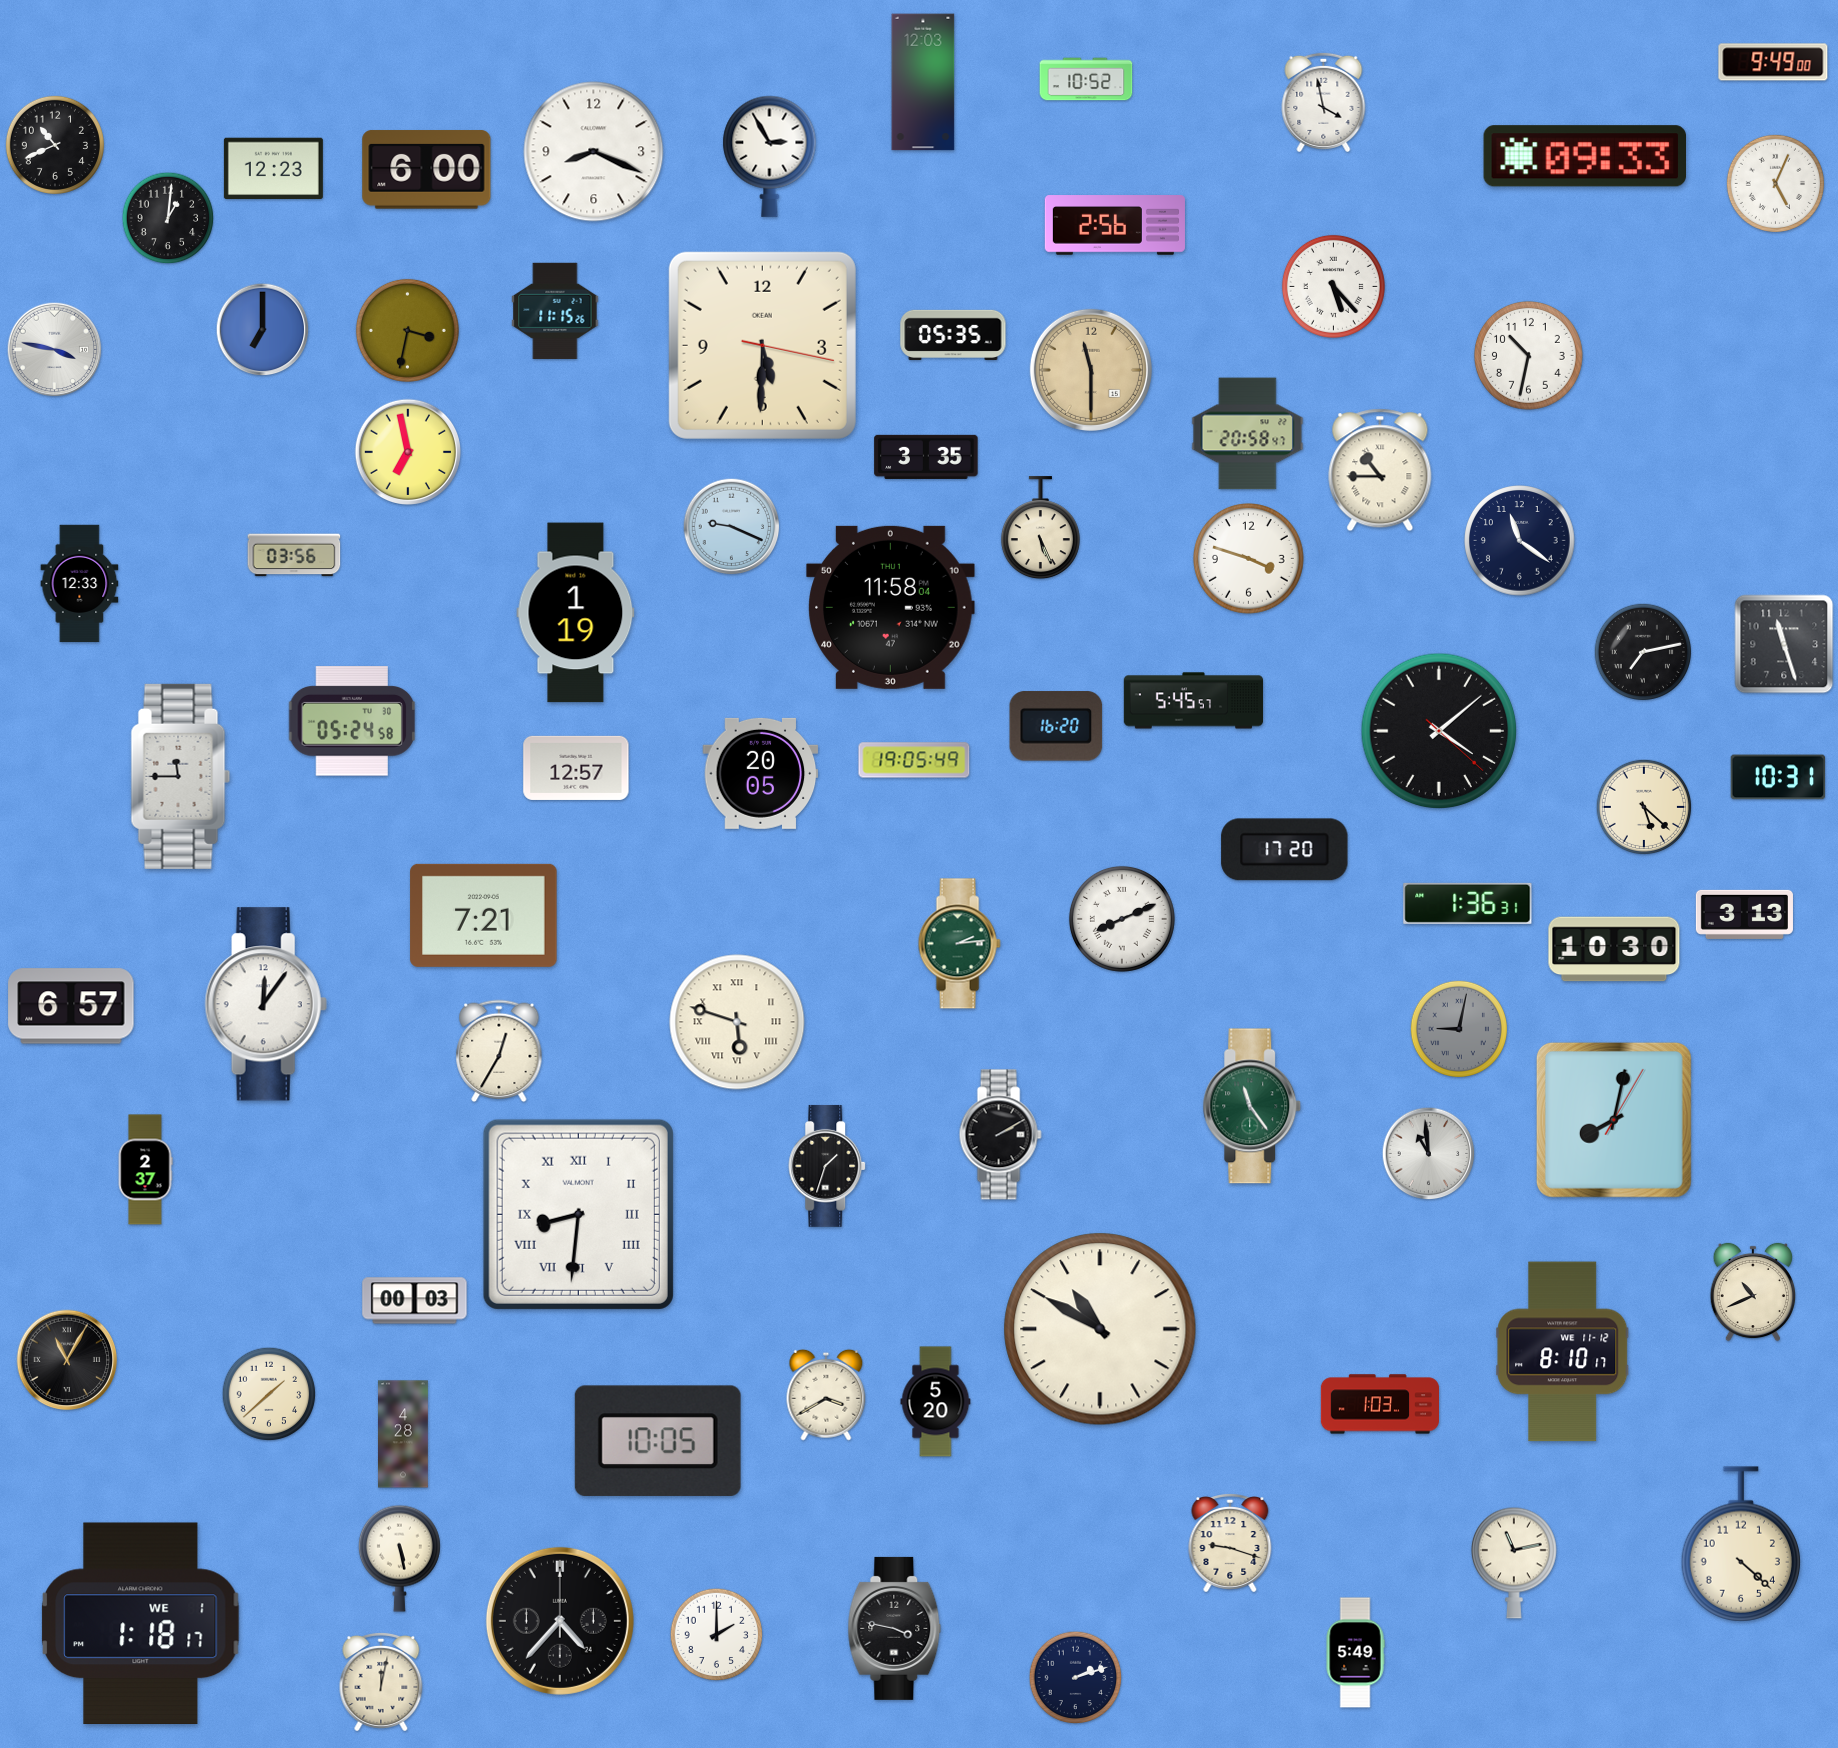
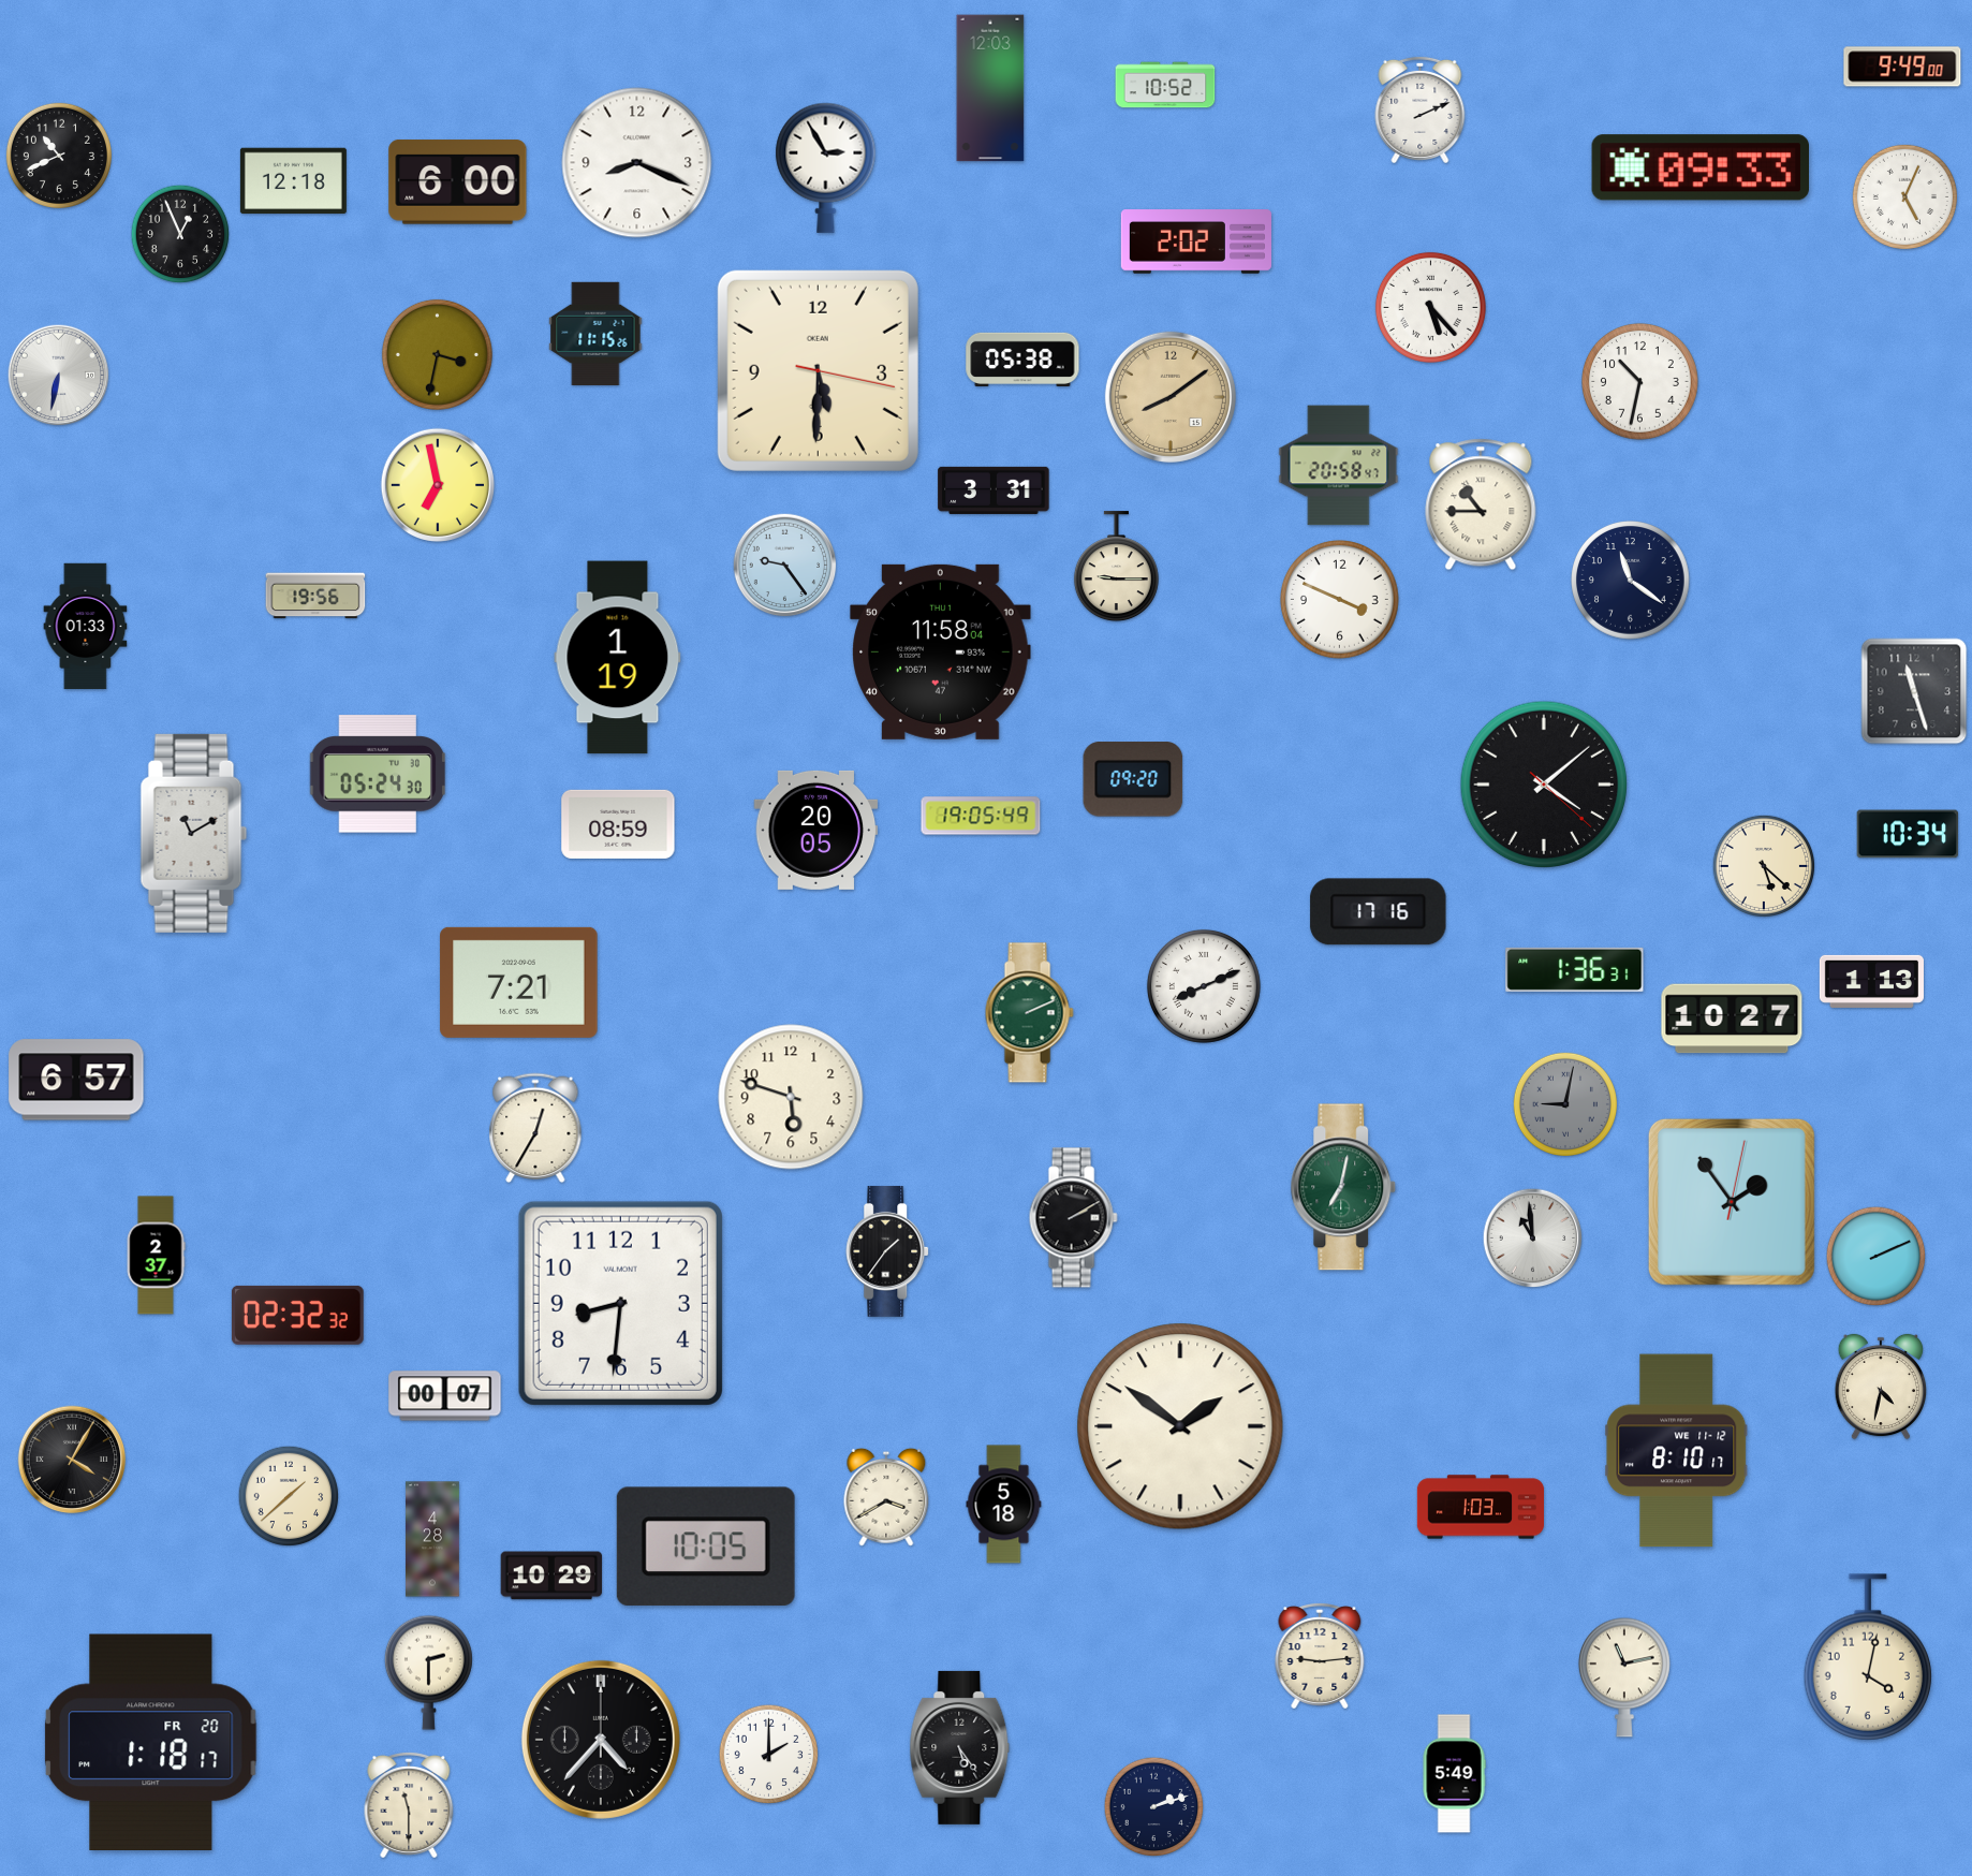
clock at (1324, 102): 3:58 -> 2:11
clock at (273, 168): 12:23 -> 12:18
clock at (168, 218): 1:01 -> 12:56
clock at (1115, 225): 2:56 -> 2:02
clock at (263, 330): 7:00 -> none
clock at (953, 335): 05:35 -> 05:38
clock at (55, 350): 3:47 -> 6:32
clock at (1091, 370): 11:30 -> 8:09
clock at (926, 457): 3:35 -> 3:31
clock at (732, 527): 9:19 -> 9:24
clock at (1040, 528): 5:26 -> 9:15
clock at (294, 555): 03:56 -> 19:56
clock at (1249, 559): 3:48 -> 3:49
clock at (80, 584): 12:33 -> 01:33
clock at (891, 607) position: (891, 607) -> (941, 651)
clock at (1643, 652): 7:13 -> none
clock at (1194, 701): 5:45 -> none
clock at (352, 721): 05:24:58 -> 05:24:30
clock at (1056, 726): 16:20 -> 09:20
clock at (576, 768): 12:57 -> 08:59
clock at (181, 776): 11:45 -> 11:10
clock at (1778, 777): 10:31 -> 10:34
clock at (1285, 850): 17:20 -> 17:16
clock at (1744, 914): 3:13 -> 1:13
clock at (959, 944): 2:14 -> 2:11
clock at (1614, 949): 10:30 -> 10:27
clock at (266, 1004): 12:06 -> none
clock at (737, 1022) numerals: Roman -> Arabic
clock at (1252, 1106): 11:24 -> 7:02
clock at (1614, 1120): 8:02 -> 1:54
clock at (828, 1166): 1:33 -> 1:36
clock at (1877, 1257): none -> 2:11
clock at (578, 1214) numerals: Roman -> Arabic
clock at (297, 1315): none -> 02:32
clock at (1752, 1292): 10:41 -> 4:32
clock at (415, 1301): 00:03 -> 00:07
clock at (1100, 1329): 10:50 -> 1:51
clock at (67, 1360): 11:05 -> 4:05
clock at (936, 1402): 5:20 -> 5:18
clock at (551, 1575): none -> 10:29
clock at (1230, 1544): 9:18 -> 9:14
clock at (1740, 1544): 4:22 -> 4:02
clock at (399, 1558): 5:28 -> 2:30
clock at (141, 1623) date: WE 1 -> FR 20
clock at (895, 1628): 3:47 -> 5:24
clock at (1076, 1678) position: (1076, 1678) -> (1154, 1807)
clock at (381, 1683): 12:02 -> 11:30
